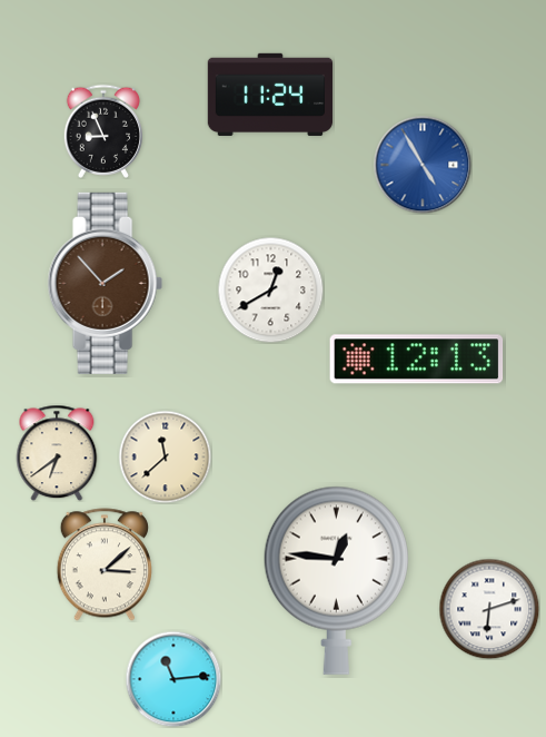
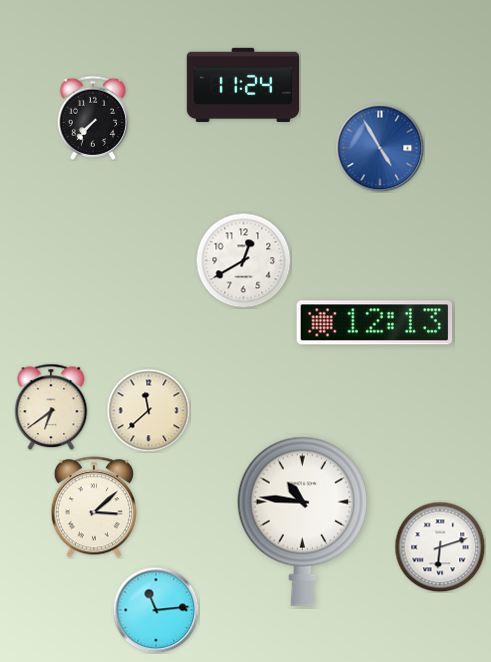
clock at (102, 131): 8:56 -> 7:37
clock at (105, 283): 1:53 -> none
clock at (336, 580): 12:46 -> 10:46
